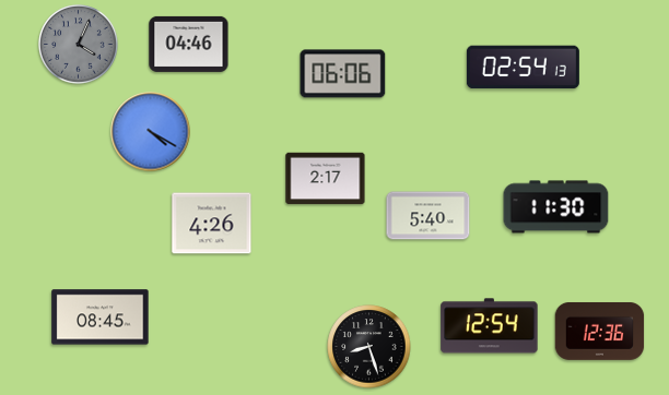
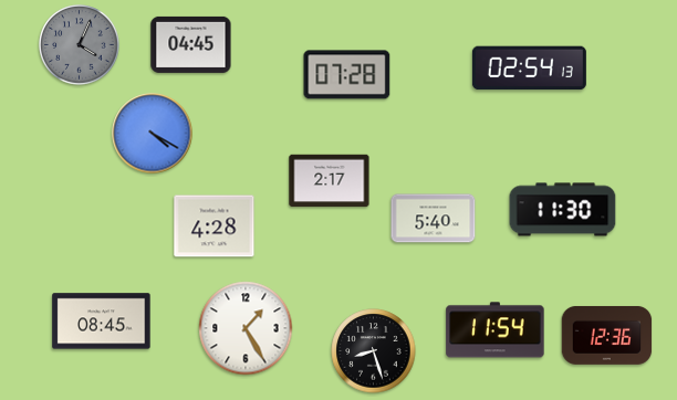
clock at (189, 44): 04:46 -> 04:45
clock at (343, 74): 06:06 -> 07:28
clock at (212, 224): 4:26 -> 4:28
clock at (246, 328): none -> 1:25
clock at (490, 326): 12:54 -> 11:54
